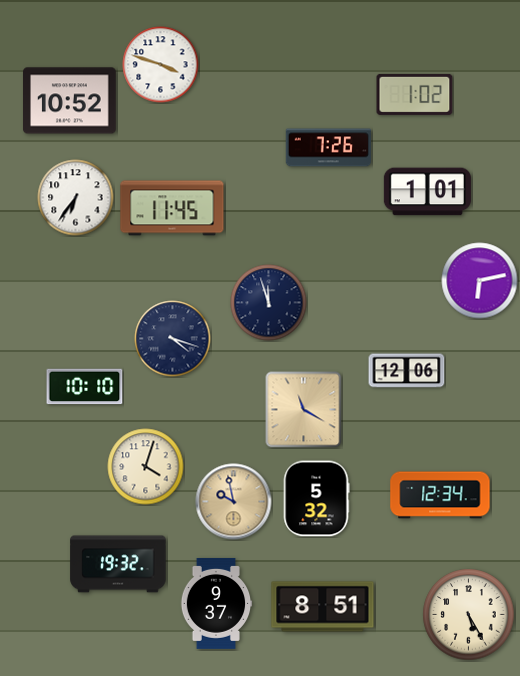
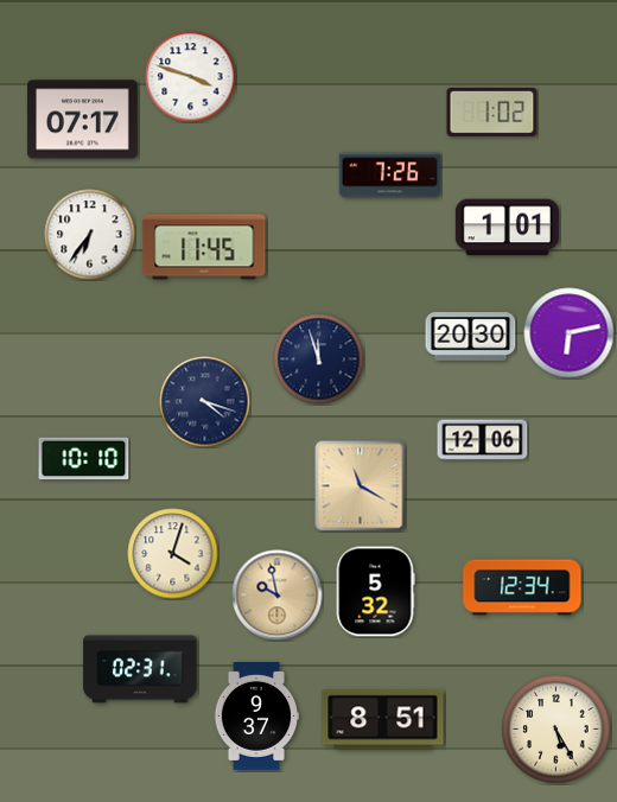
clock at (70, 101): 10:52 -> 07:17
clock at (471, 337): none -> 20:30
clock at (85, 387) position: (85, 387) -> (84, 459)
clock at (118, 564): 19:32 -> 02:31
